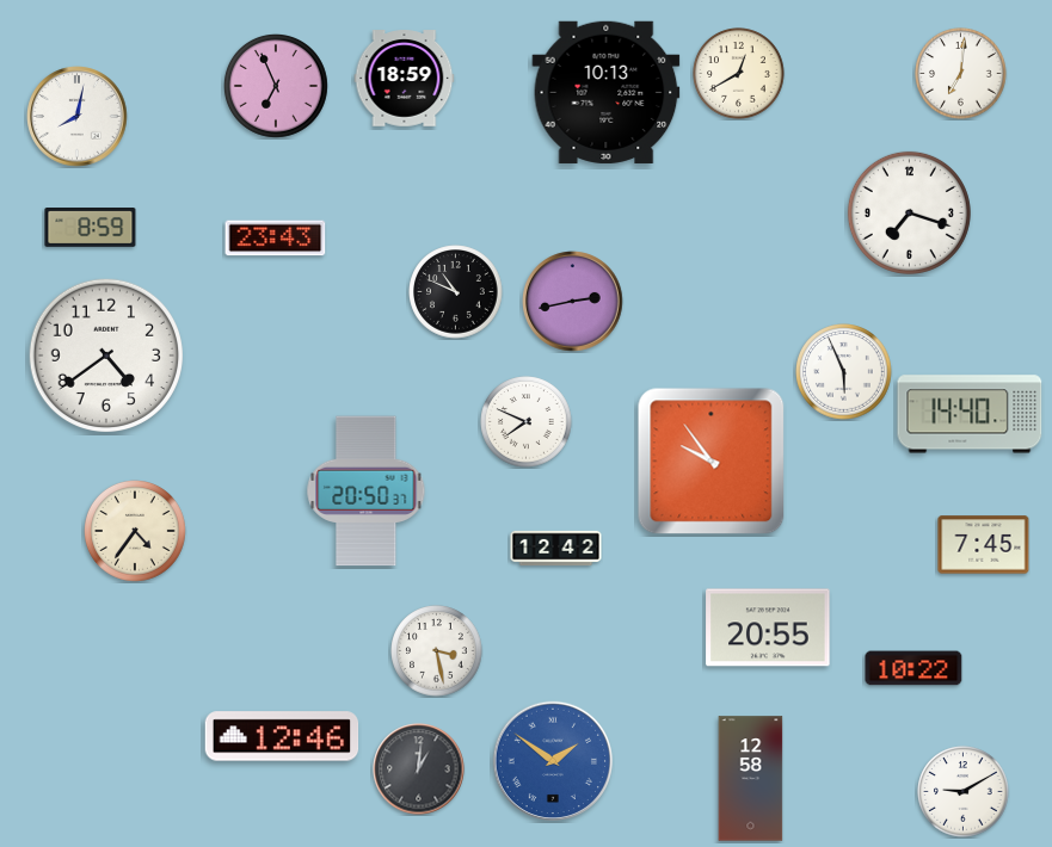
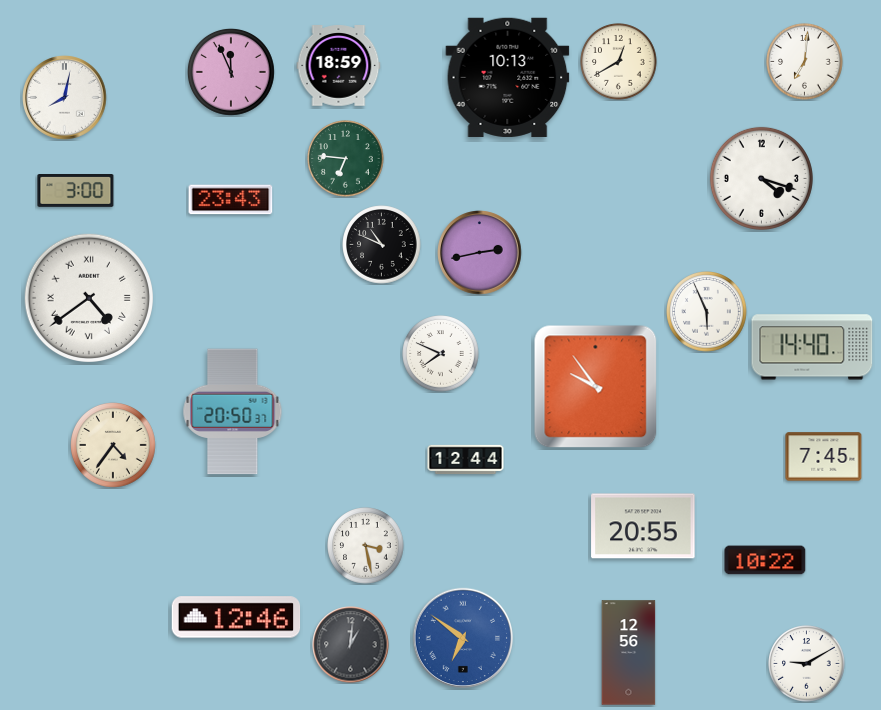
clock at (276, 86): 6:56 -> 11:56
clock at (346, 159): none -> 6:46
clock at (909, 212): 7:18 -> 4:18
clock at (91, 228): 8:59 -> 3:00
clock at (105, 354) numerals: Arabic -> Roman
clock at (367, 491) position: (367, 491) -> (233, 412)
clock at (556, 549): 12:42 -> 12:44
clock at (552, 760): 1:51 -> 6:51
clock at (751, 779): 12:58 -> 12:56
